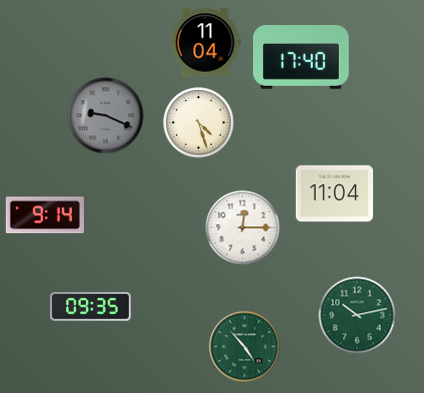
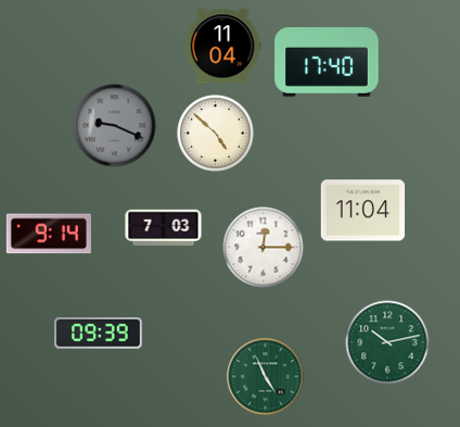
clock at (199, 123): 4:27 -> 4:52
clock at (164, 228): none -> 7:03
clock at (91, 307): 09:35 -> 09:39
clock at (245, 347): 4:53 -> 4:56
